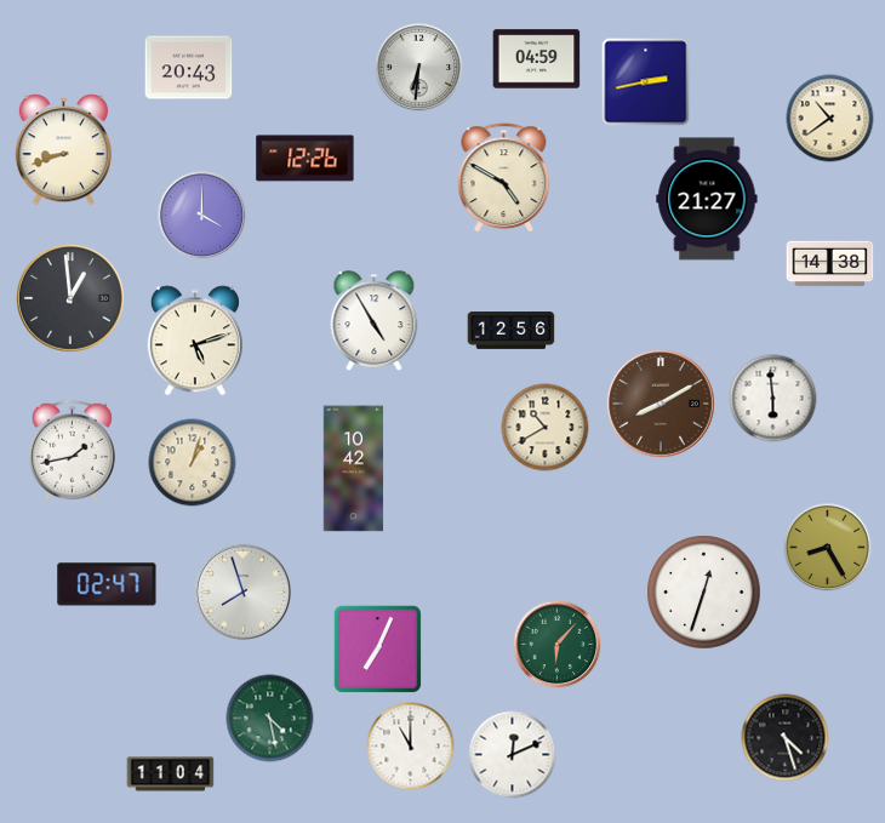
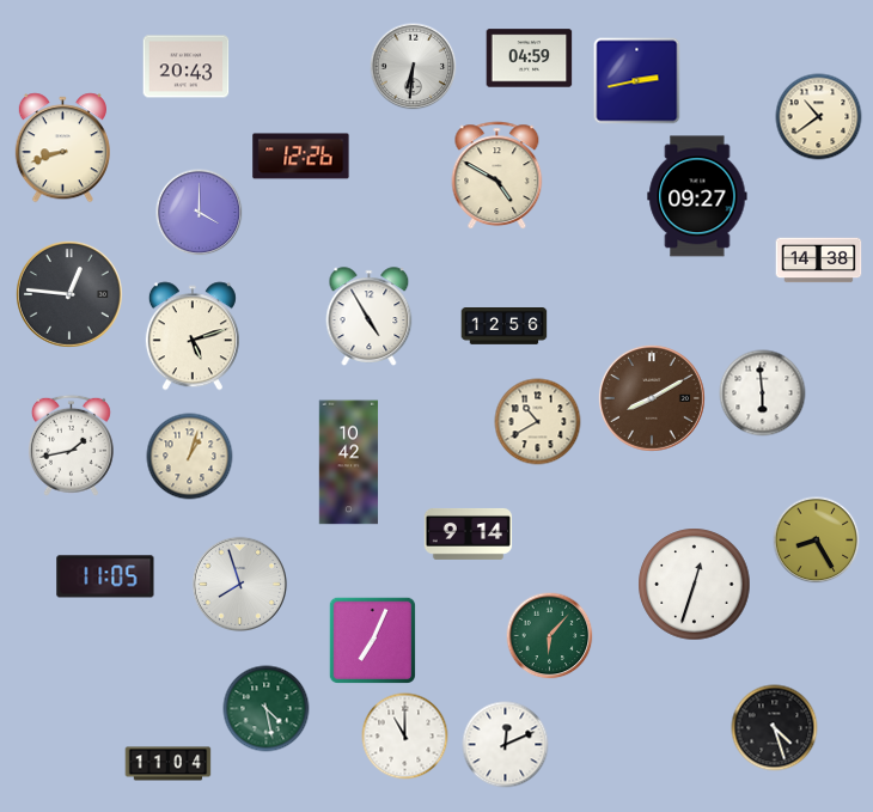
clock at (707, 199): 21:27 -> 09:27
clock at (70, 298): 12:59 -> 12:46
clock at (469, 533): none -> 9:14
clock at (107, 584): 02:47 -> 11:05
